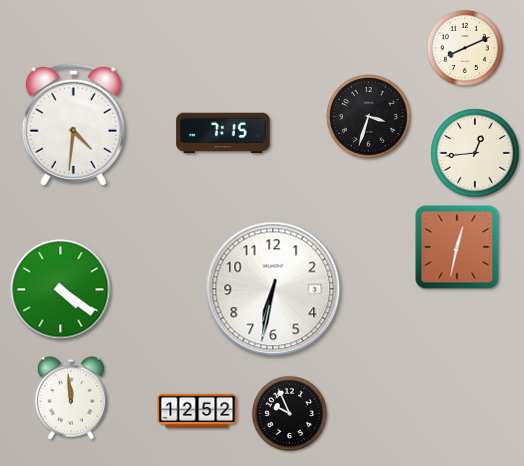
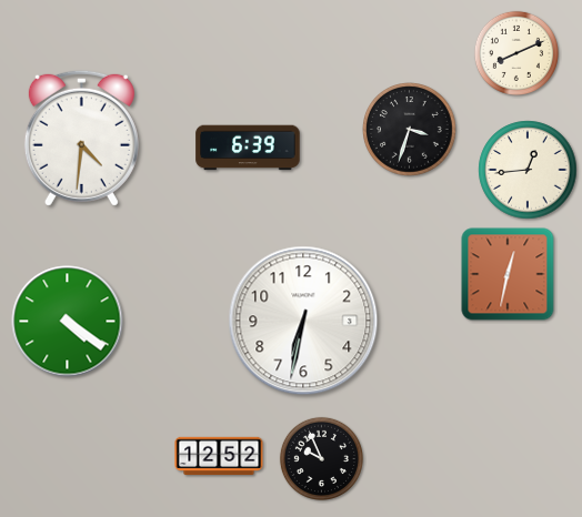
clock at (223, 133): 7:15 -> 6:39
clock at (71, 398): 11:59 -> none
